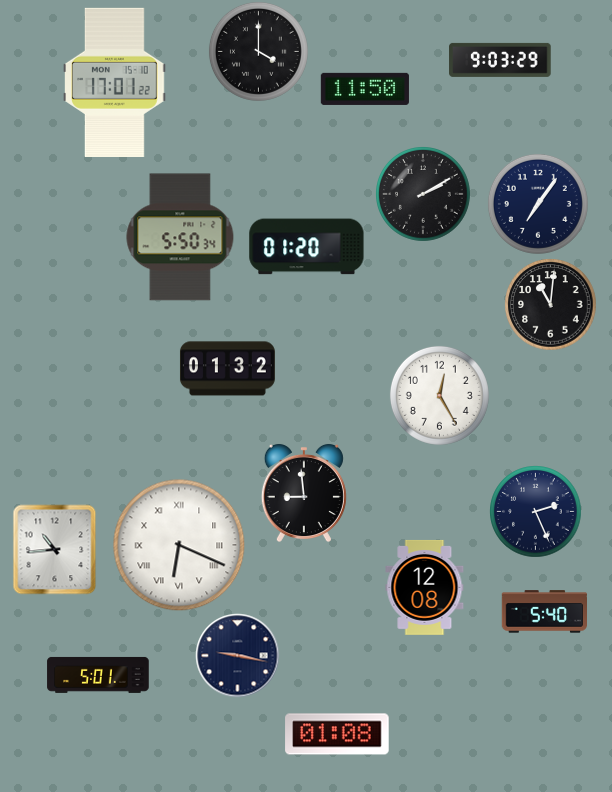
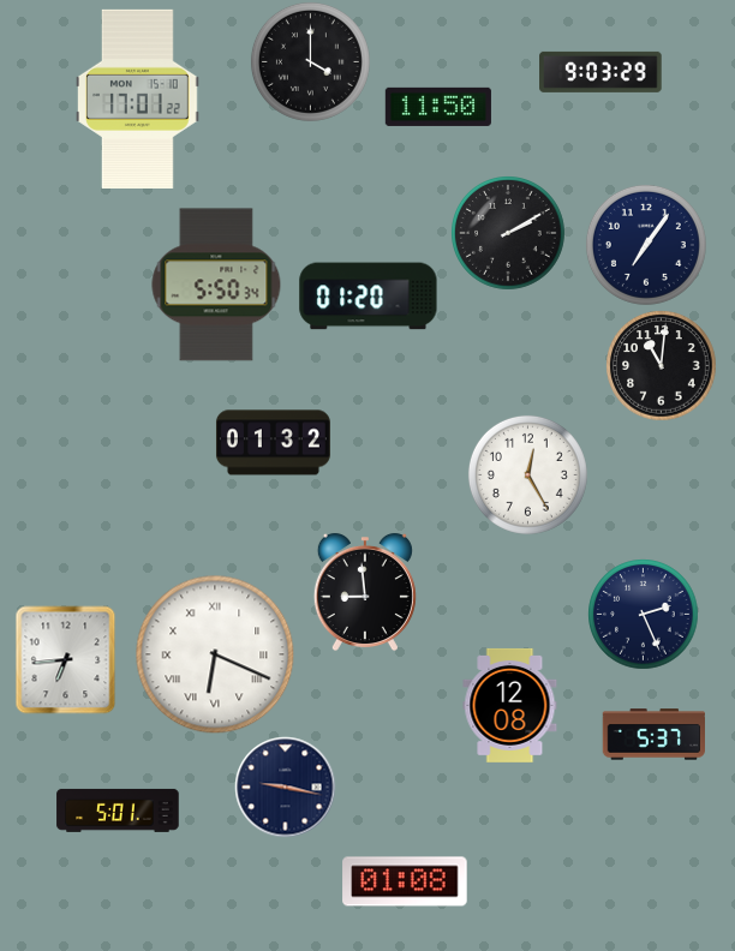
clock at (55, 549): 10:44 -> 6:44
clock at (544, 612): 5:40 -> 5:37
